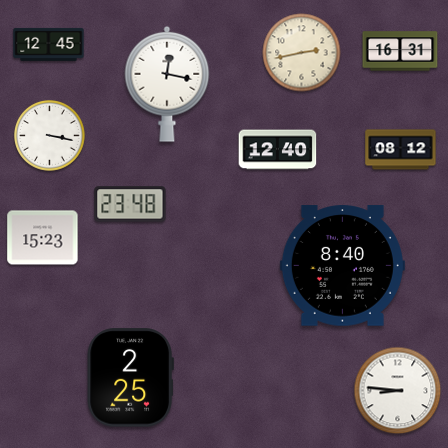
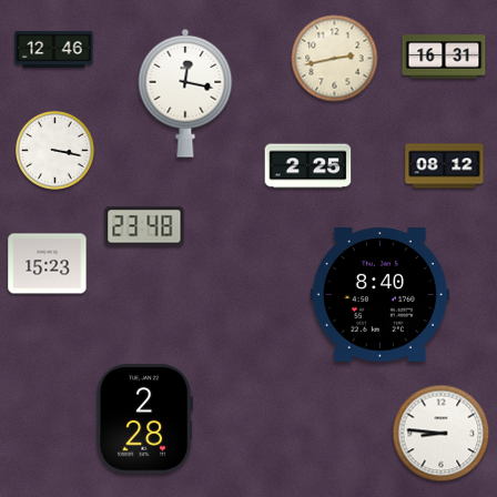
clock at (49, 44): 12:45 -> 12:46
clock at (278, 150): 12:40 -> 2:25
clock at (130, 378): 2:25 -> 2:28
